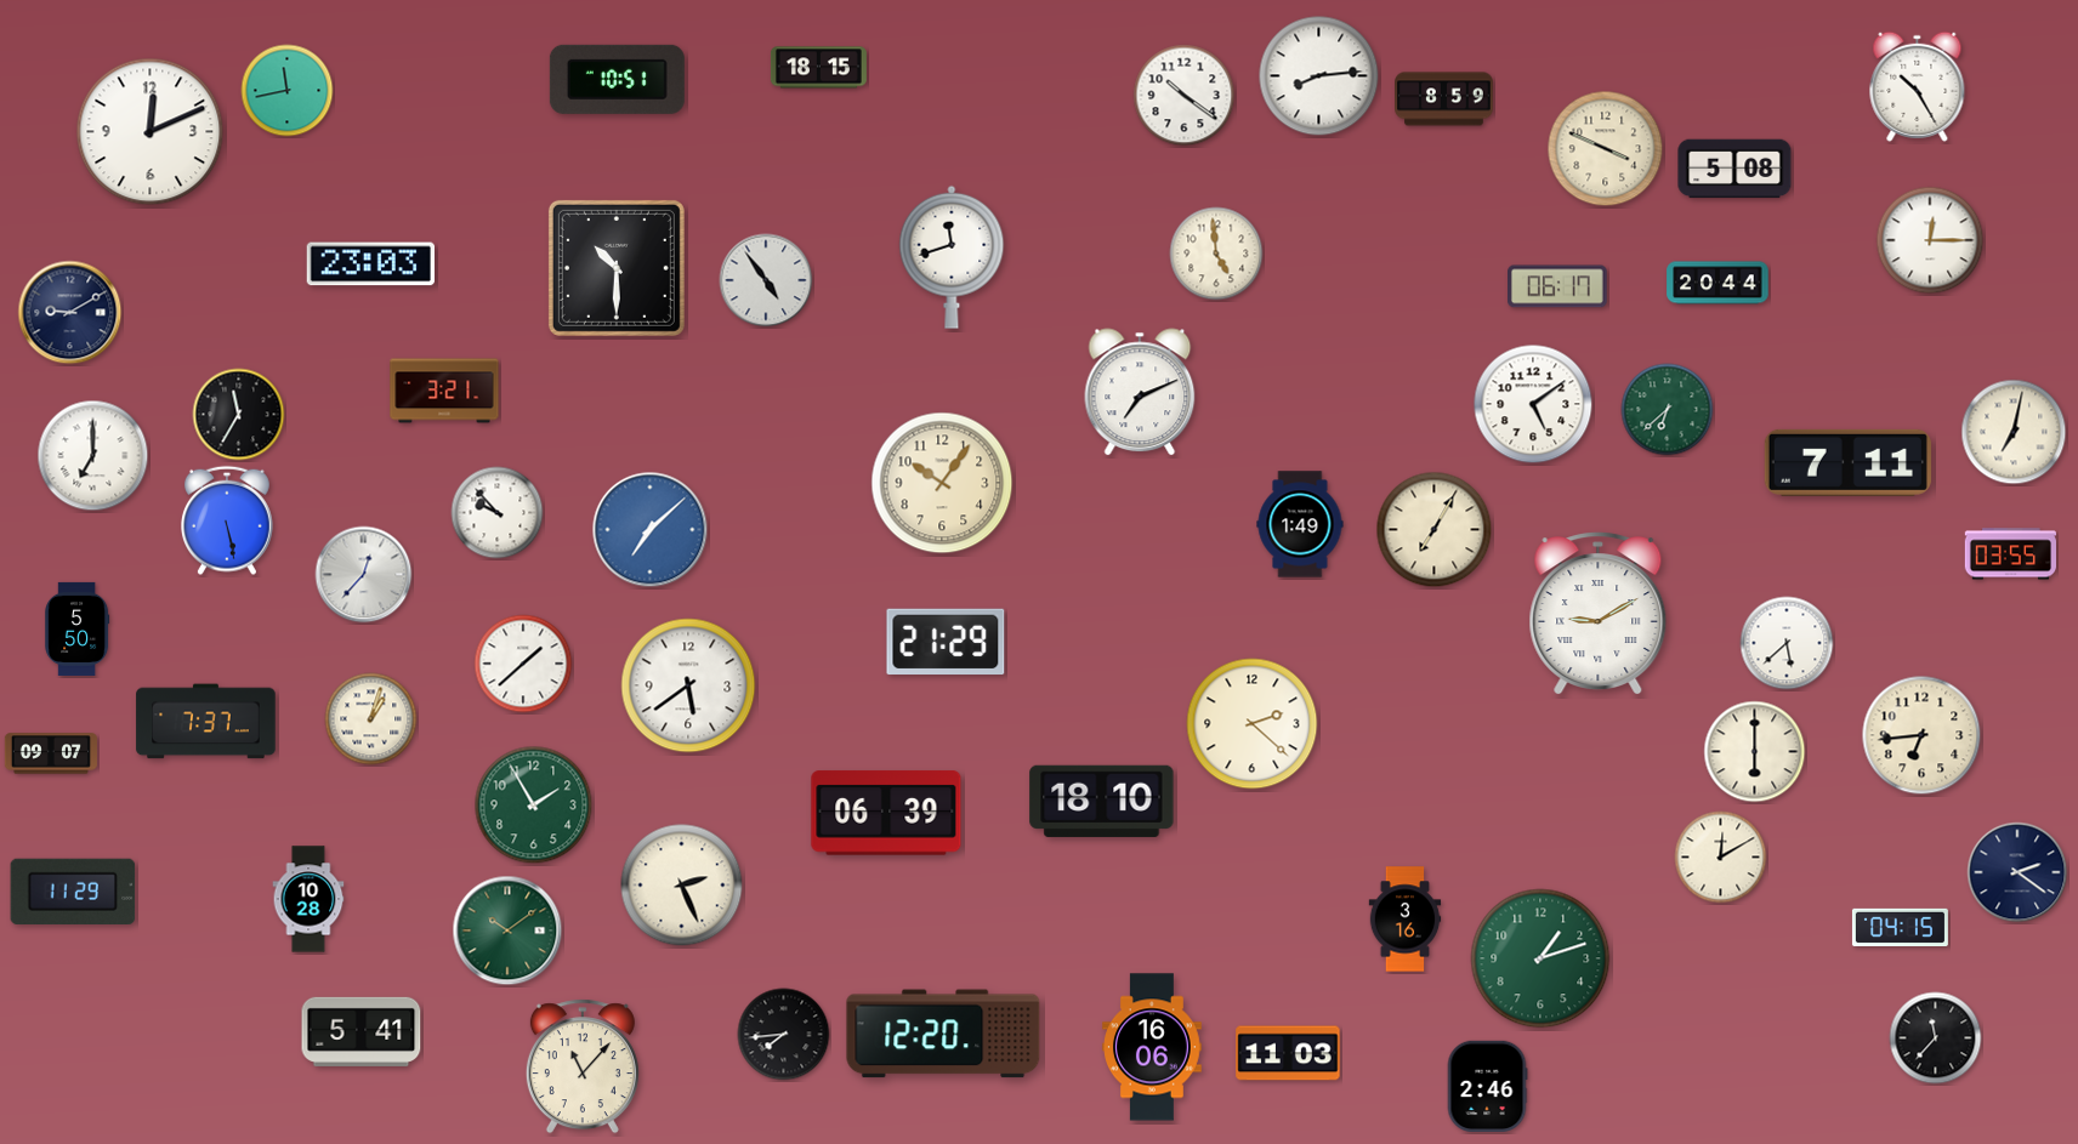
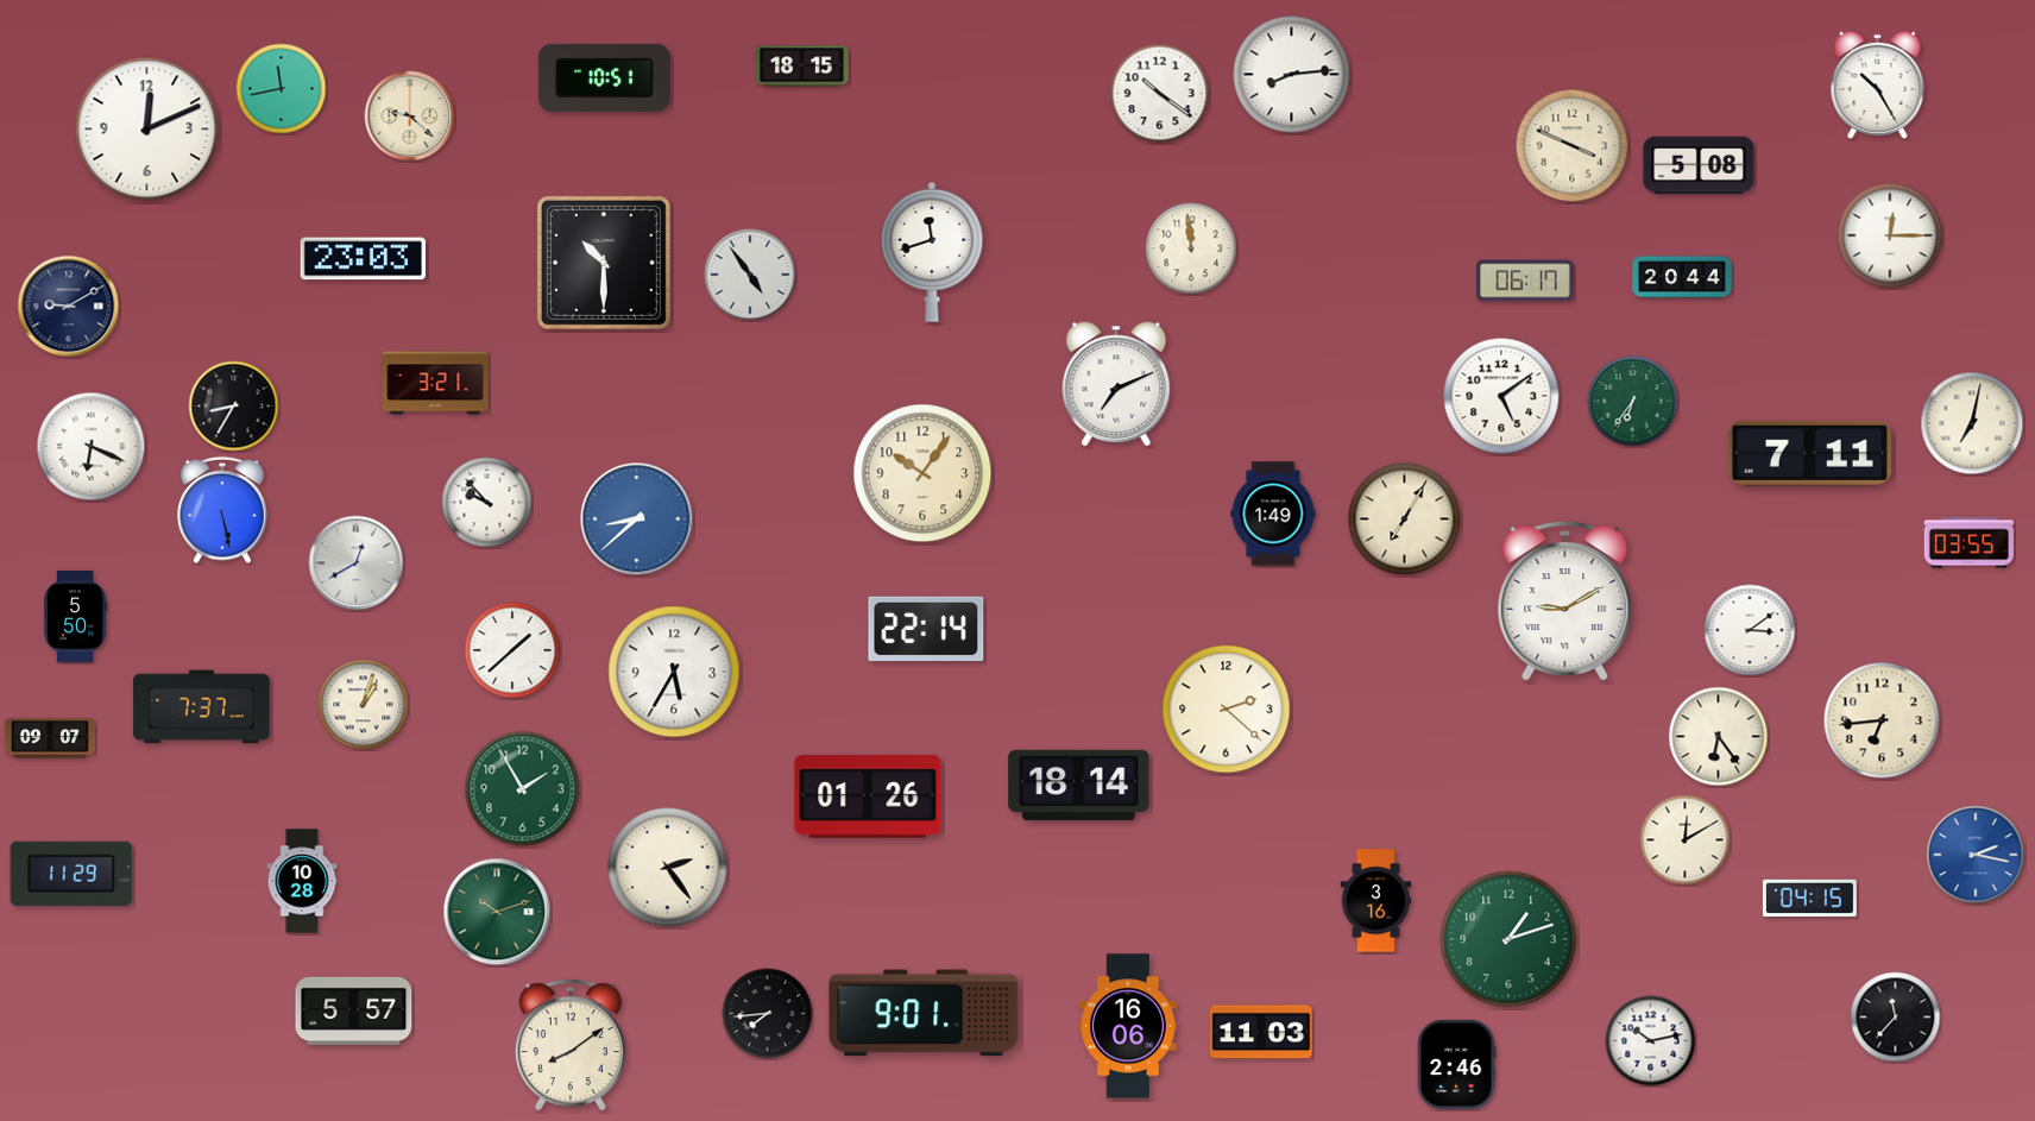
clock at (1444, 99): 8:59 -> none
clock at (410, 116): none -> 9:22
clock at (1216, 254): 4:59 -> 11:59
clock at (1668, 410): 6:38 -> 6:36
clock at (239, 415): 11:35 -> 8:35
clock at (93, 456): 7:00 -> 6:19
clock at (651, 530): 7:08 -> 8:38
clock at (364, 575): 12:37 -> 12:40
clock at (946, 642): 21:29 -> 22:14
clock at (1787, 643): 5:38 -> 3:09
clock at (688, 685): 5:39 -> 5:35
clock at (1755, 752): 6:00 -> 6:24
clock at (1102, 801): 18:10 -> 18:14
clock at (886, 813): 06:39 -> 01:26
clock at (2017, 872): 2:21 -> 2:17
clock at (2017, 872) dial: navy -> blue
clock at (682, 886): 2:26 -> 2:24
clock at (1900, 927) position: (1900, 927) -> (1809, 898)
clock at (507, 930): 10:09 -> 10:12
clock at (362, 1031): 5:41 -> 5:57
clock at (943, 1034): 12:20 -> 9:01
clock at (1651, 1041): none -> 10:13
clock at (583, 1066): 11:07 -> 8:09
